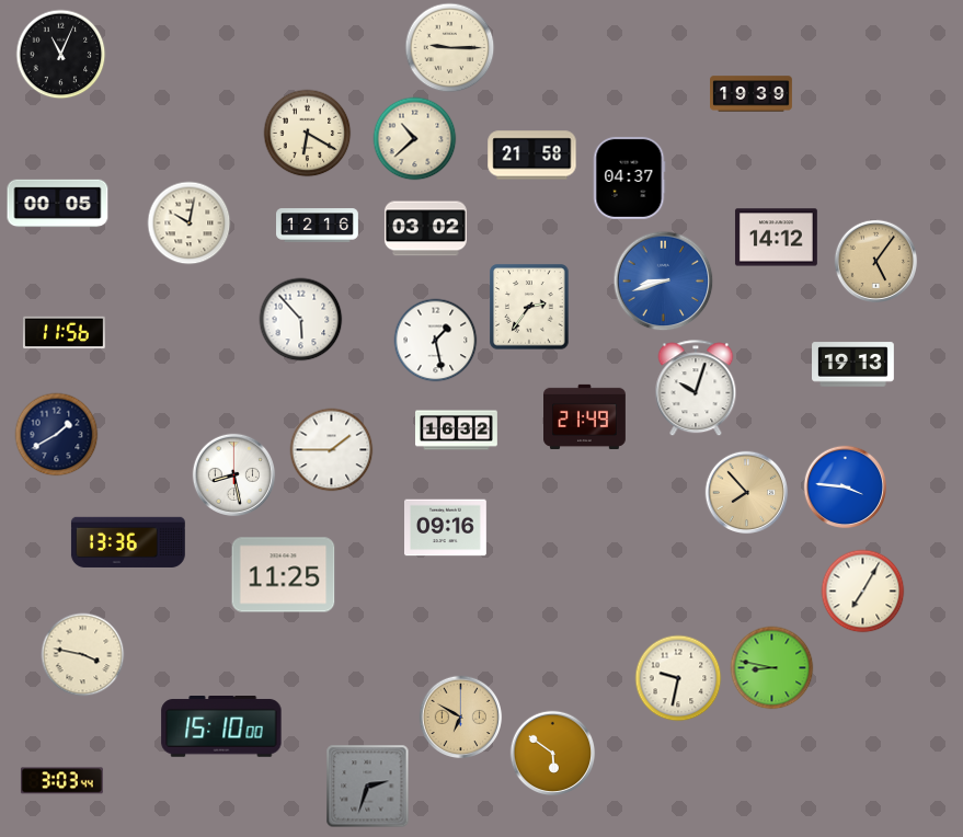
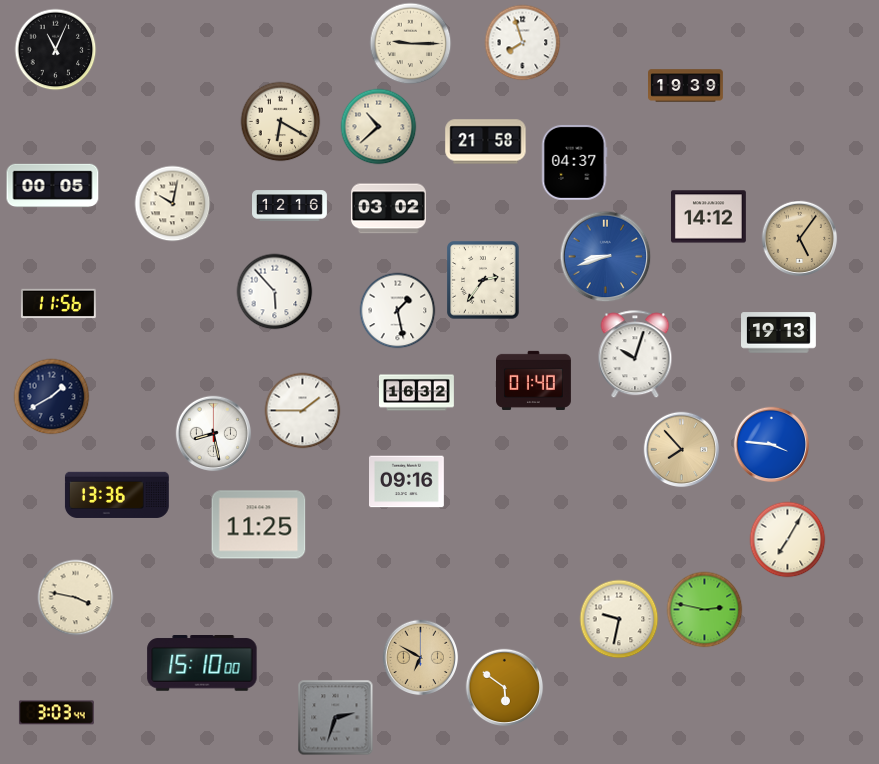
clock at (523, 43): none -> 7:57
clock at (585, 416): 21:49 -> 01:40
clock at (772, 668): 8:47 -> 2:47
clock at (461, 718) position: (461, 718) -> (421, 658)
